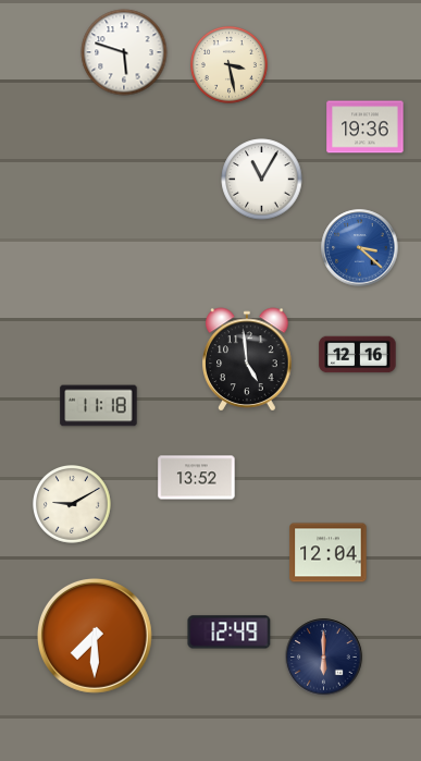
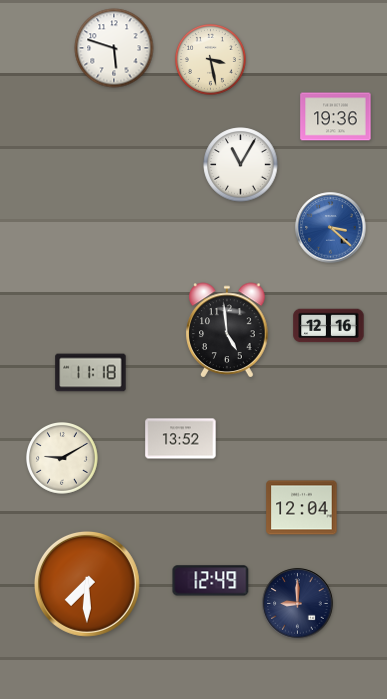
clock at (73, 505) position: (73, 505) -> (63, 459)
clock at (324, 658): 6:00 -> 9:00
